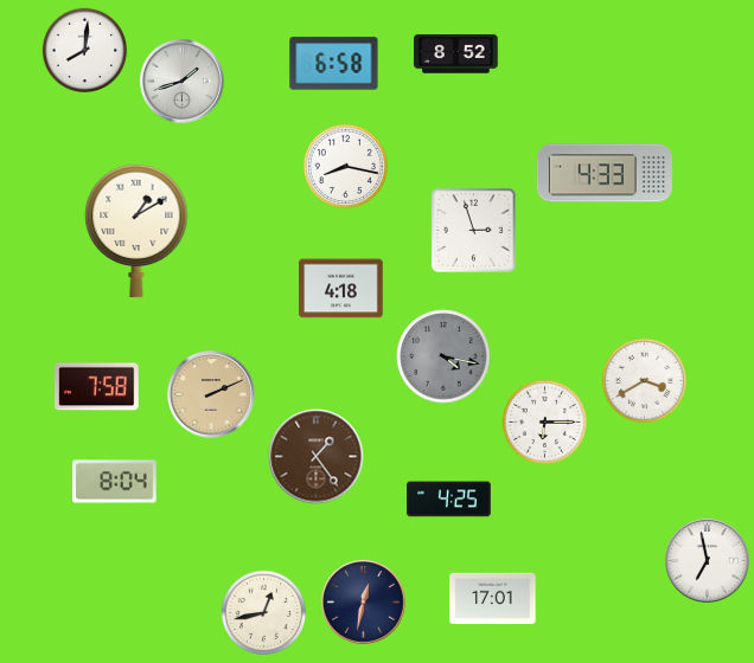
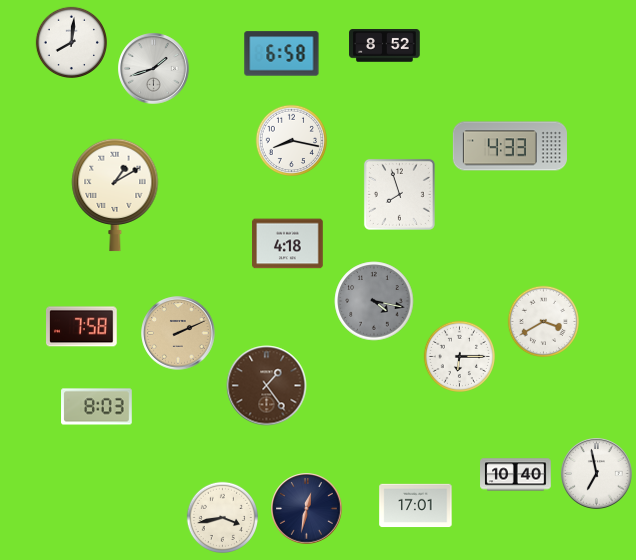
clock at (473, 230): 2:57 -> 7:57
clock at (115, 482): 8:04 -> 8:03
clock at (449, 500): 4:25 -> none
clock at (516, 475): none -> 10:40
clock at (263, 612): 12:43 -> 3:43
